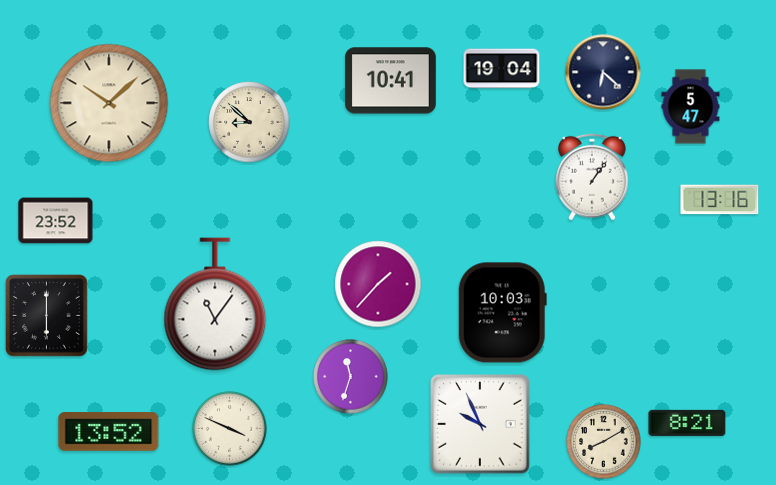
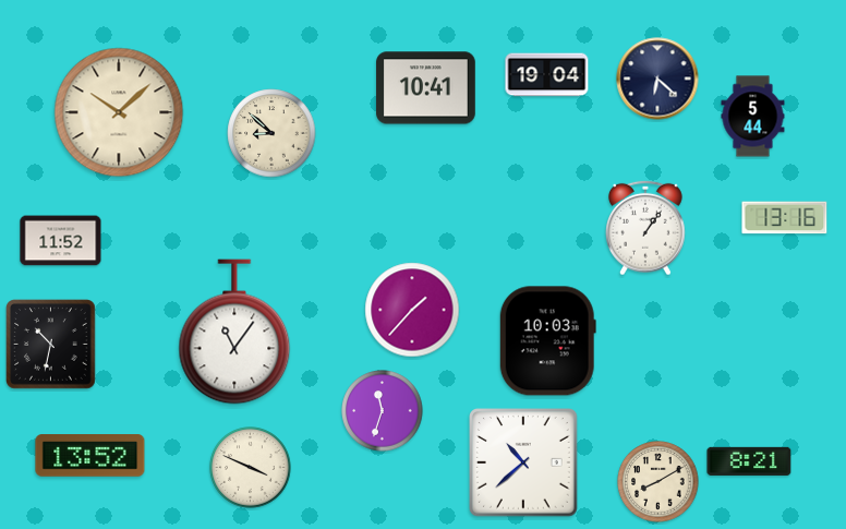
clock at (691, 107): 5:47 -> 5:44
clock at (593, 177) position: (593, 177) -> (646, 228)
clock at (56, 221): 23:52 -> 11:52
clock at (47, 316): 6:00 -> 10:32
clock at (481, 425): 9:56 -> 10:38
clock at (109, 432) position: (109, 432) -> (90, 456)
